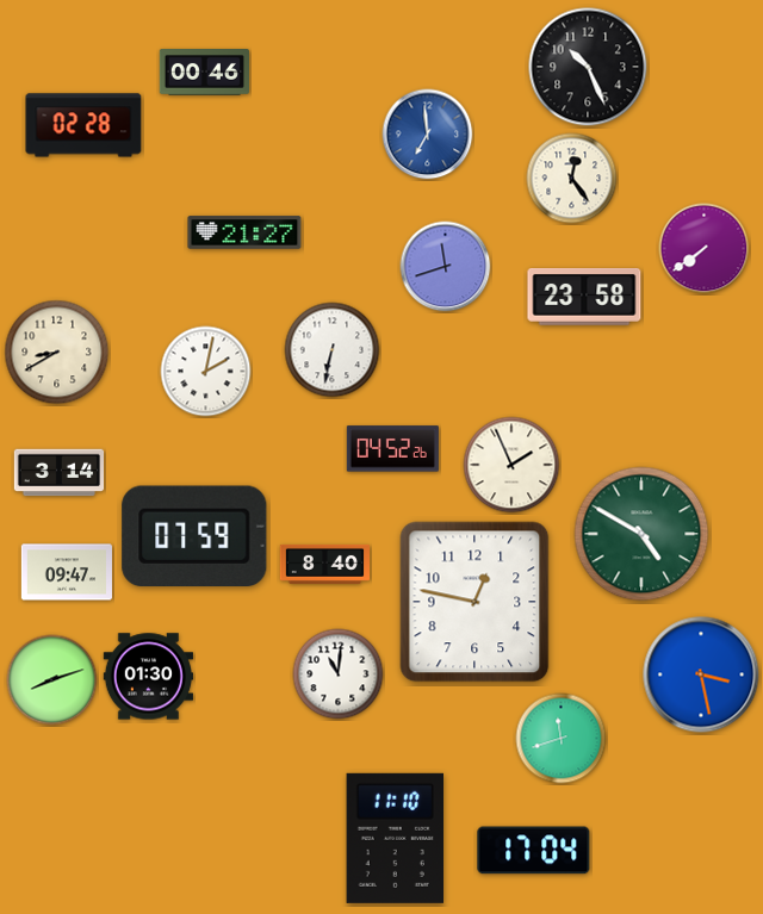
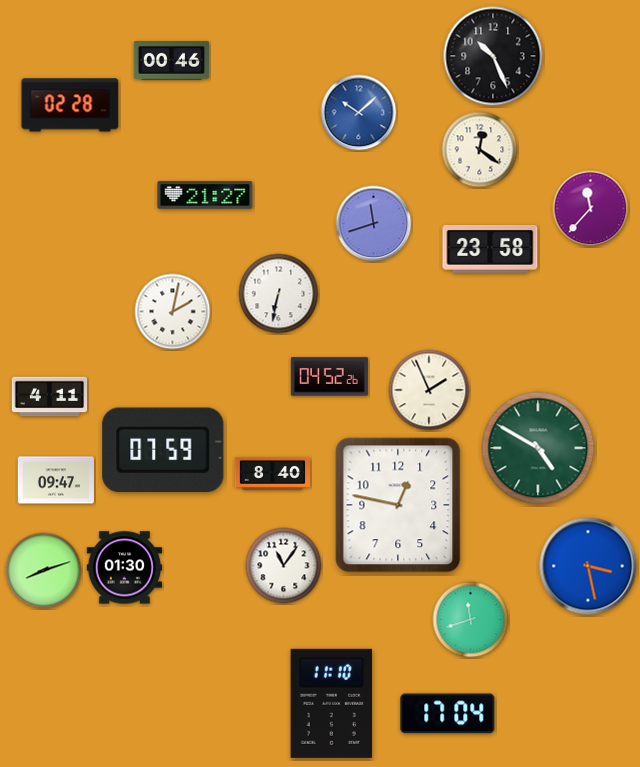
clock at (428, 135): 6:59 -> 10:08
clock at (572, 179): 12:24 -> 12:21
clock at (705, 249): 7:39 -> 11:37
clock at (57, 353): 8:40 -> none
clock at (60, 473): 3:14 -> 4:11
clock at (339, 674): 11:01 -> 11:06
